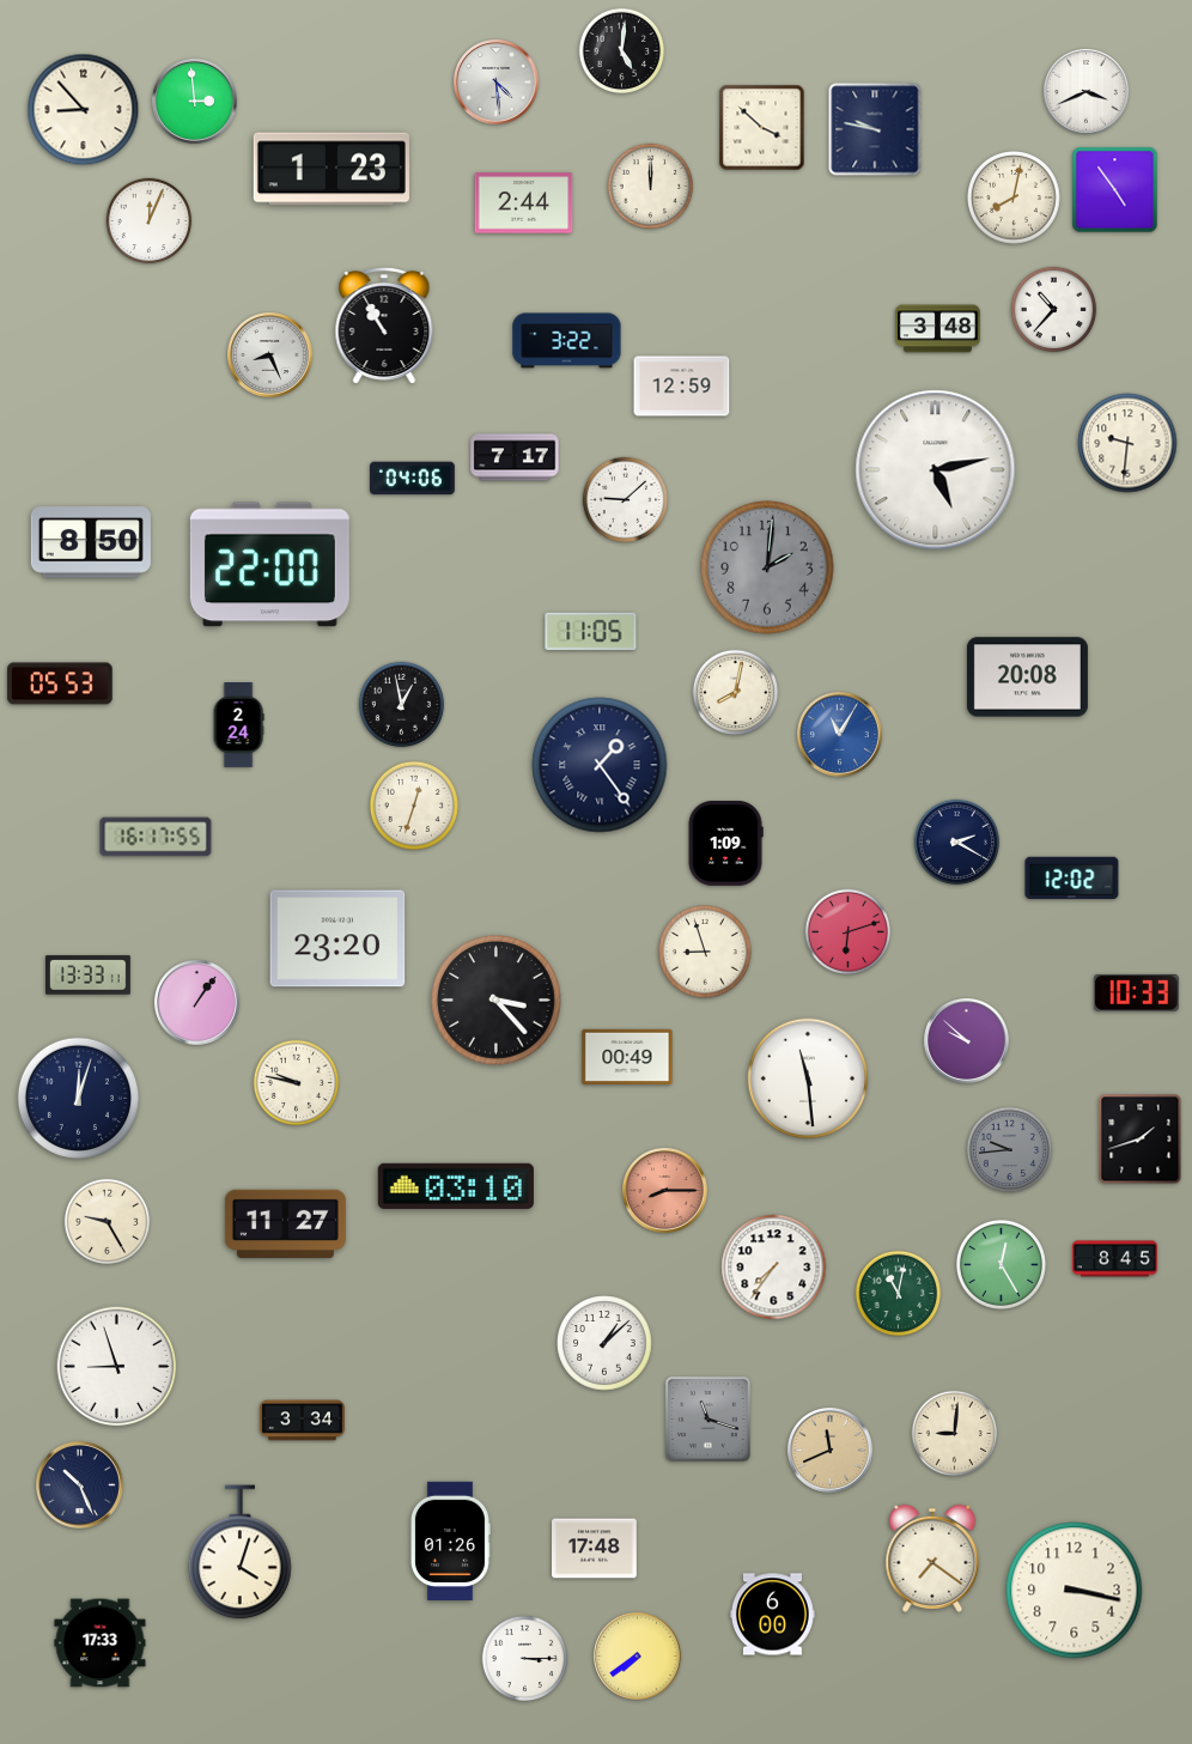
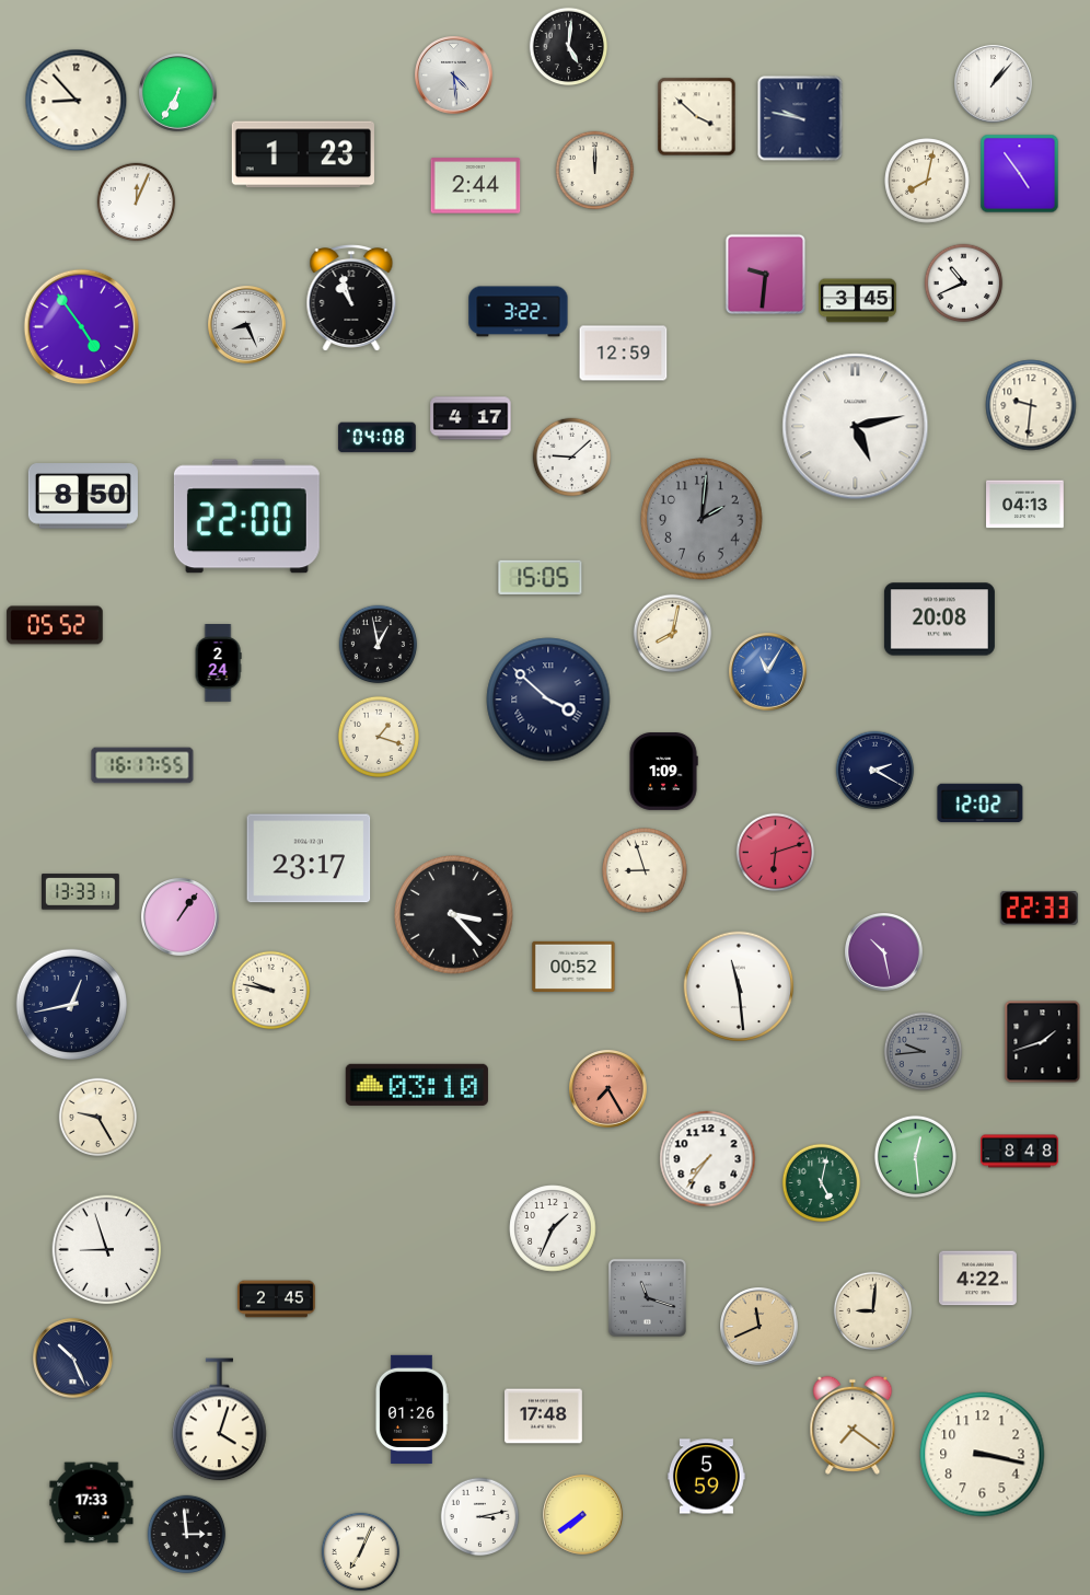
clock at (1087, 92): 3:41 -> 1:07
clock at (195, 102): 2:59 -> 6:35
clock at (524, 203) position: (524, 203) -> (476, 186)
clock at (766, 275): none -> 9:31
clock at (1054, 310): 10:37 -> 10:41
clock at (384, 327): 10:55 -> 10:57
clock at (938, 329): 3:48 -> 3:45
clock at (82, 327): none -> 4:54
clock at (515, 457): 7:17 -> 4:17
clock at (936, 470) position: (936, 470) -> (856, 427)
clock at (412, 479): 04:06 -> 04:08
clock at (1025, 505): none -> 04:13
clock at (591, 632): 11:05 -> 15:05
clock at (60, 683): 05:53 -> 05:52
clock at (402, 705) position: (402, 705) -> (379, 645)
clock at (600, 765): 1:24 -> 3:52
clock at (414, 806): 12:33 -> 1:18
clock at (337, 938): 23:20 -> 23:17
clock at (1136, 992): 10:33 -> 22:33
clock at (967, 1041): 9:52 -> 10:28
clock at (627, 1056): 00:49 -> 00:52
clock at (78, 1098): 12:03 -> 12:43
clock at (665, 1191): 8:15 -> 7:25
clock at (285, 1223): 11:27 -> none
clock at (1115, 1259): 8:45 -> 8:48
clock at (1001, 1264): 12:25 -> 12:29
clock at (899, 1294): 11:02 -> 5:02
clock at (604, 1343): 1:08 -> 1:34
clock at (978, 1279): none -> 4:22
clock at (303, 1421): 3:34 -> 2:45
clock at (773, 1615): 6:00 -> 5:59
clock at (525, 1659): 3:15 -> 3:13
clock at (187, 1535): none -> 2:59
clock at (361, 1552): none -> 7:04
